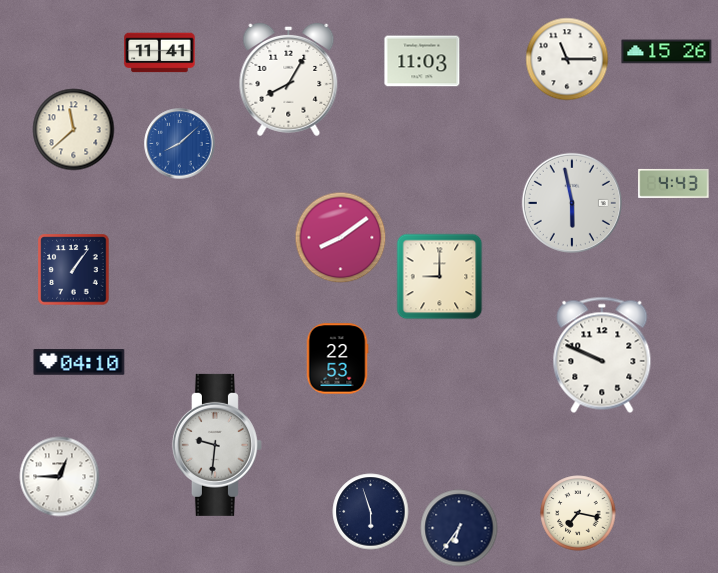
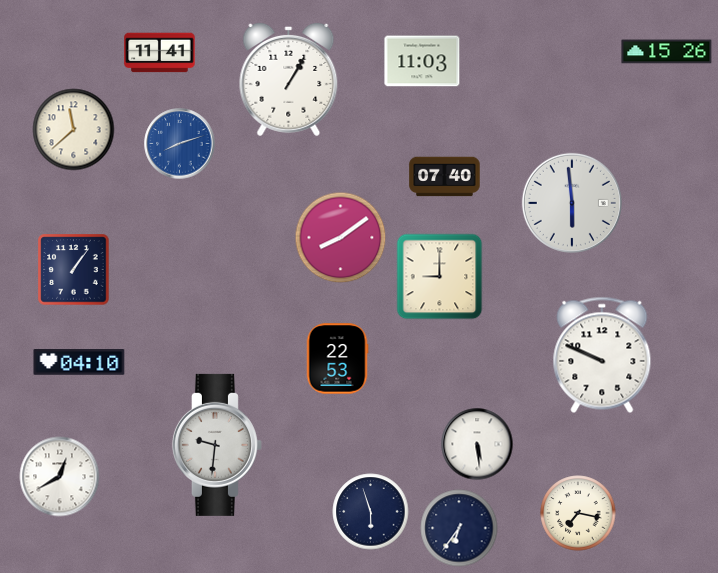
clock at (567, 59): 11:15 -> none
clock at (289, 79): 8:05 -> 1:05
clock at (180, 144): 8:08 -> 8:12
clock at (445, 177): none -> 07:40
clock at (674, 183): 4:43 -> none
clock at (572, 203): 5:58 -> 5:59
clock at (477, 444): none -> 5:29
clock at (60, 477): 12:45 -> 12:40
